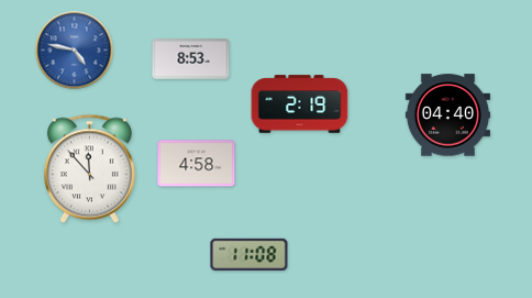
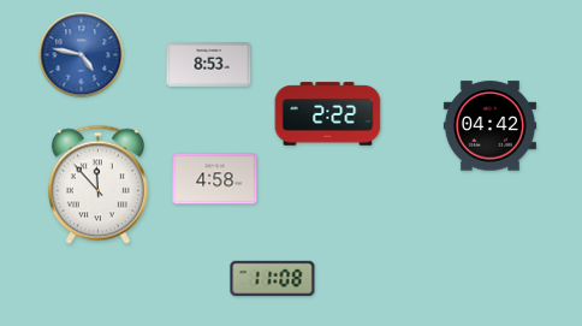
clock at (300, 104): 2:19 -> 2:22
clock at (447, 115): 04:40 -> 04:42
